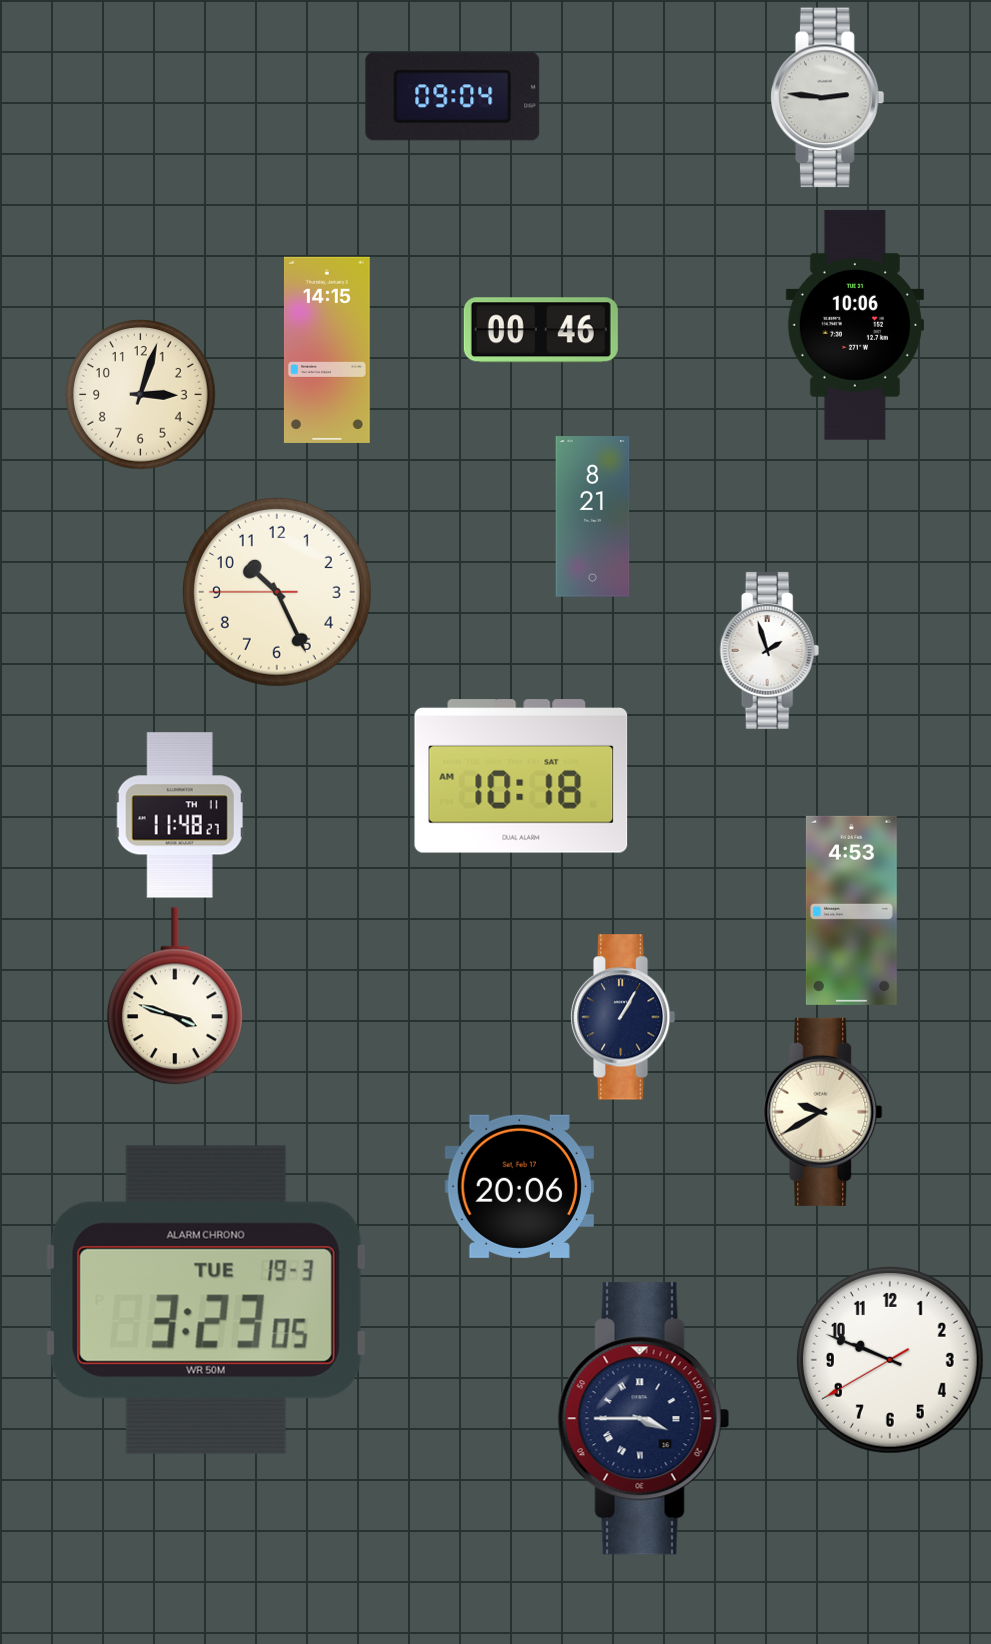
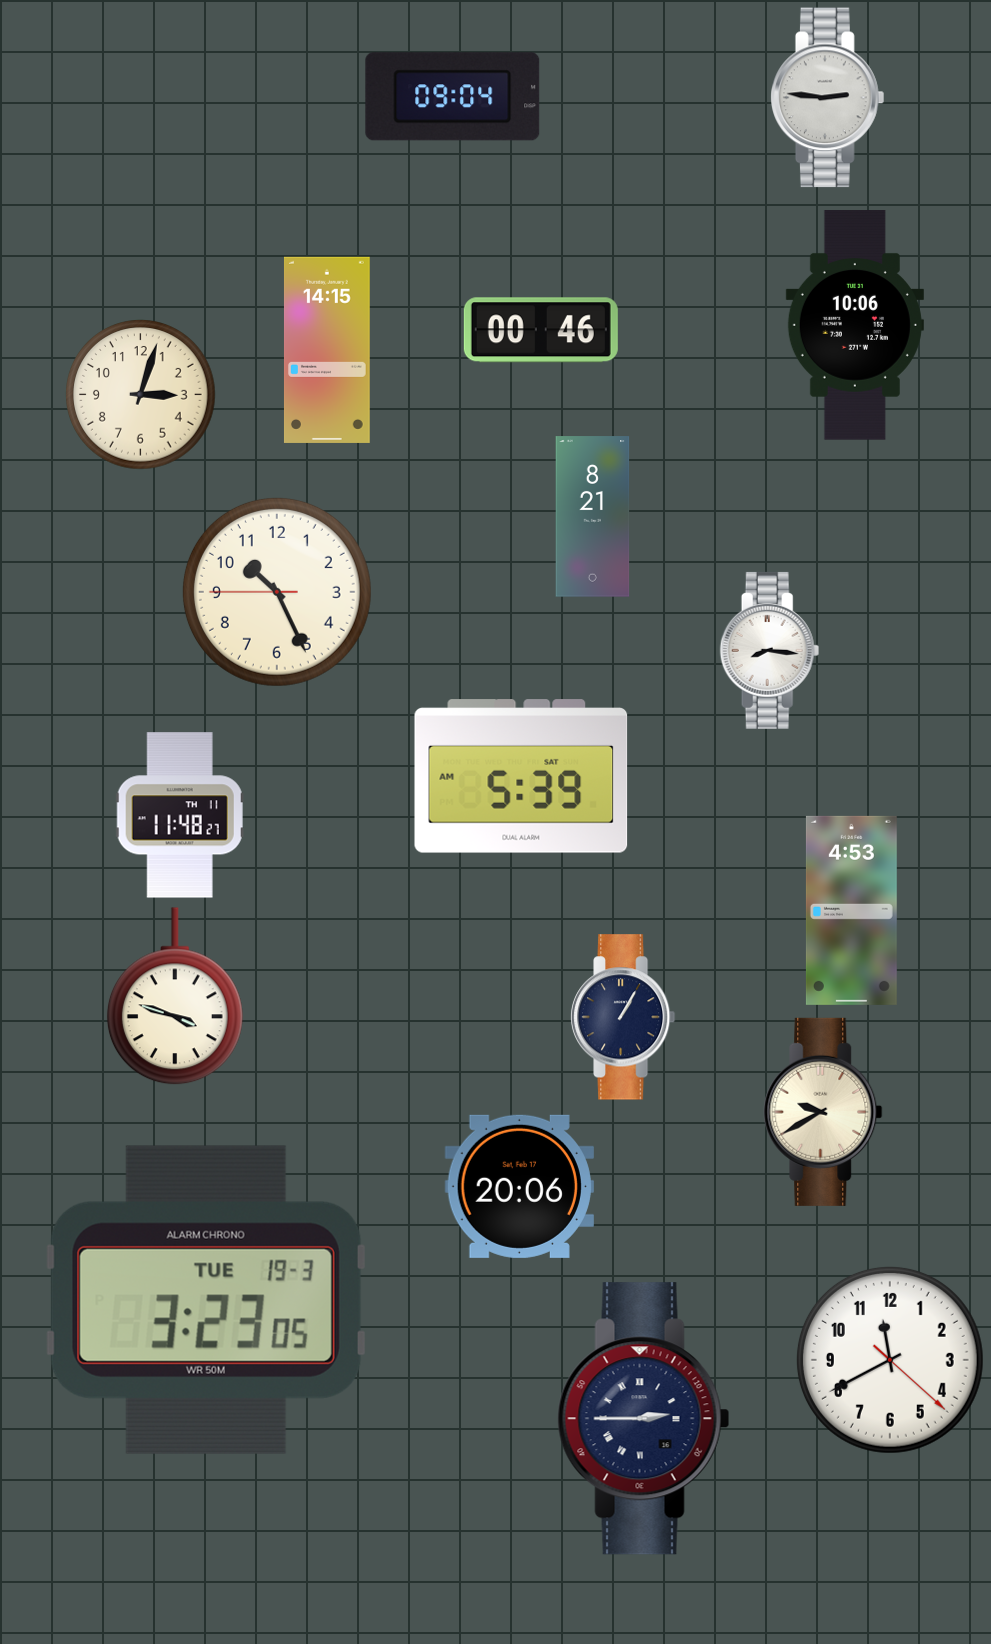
clock at (770, 650): 1:57 -> 8:16
clock at (521, 776): 10:18 -> 5:39
clock at (890, 1360): 9:48 -> 11:40
clock at (644, 1419): 3:45 -> 2:45
